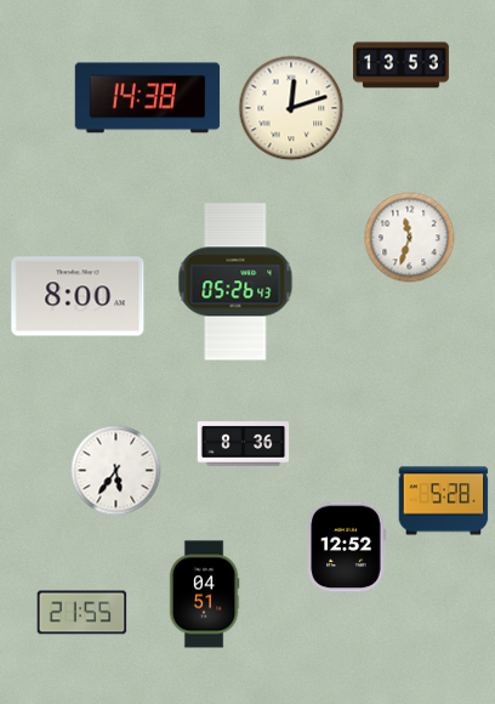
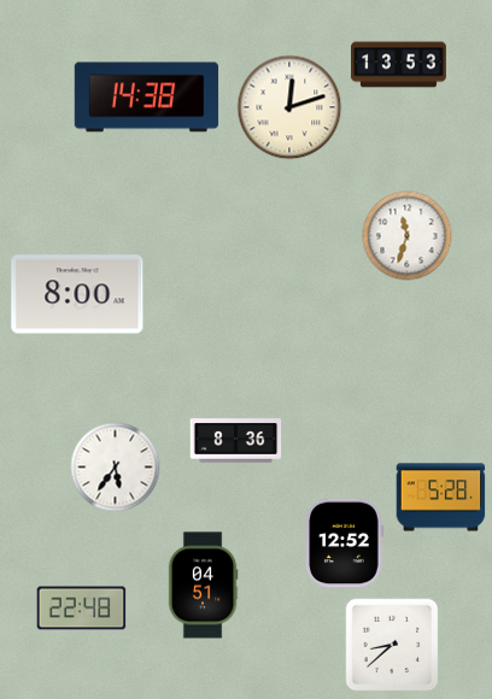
clock at (235, 282): 05:26 -> none
clock at (244, 444) position: (244, 444) -> (236, 441)
clock at (204, 595) position: (204, 595) -> (203, 586)
clock at (82, 613): 21:55 -> 22:48
clock at (392, 645): none -> 8:38
